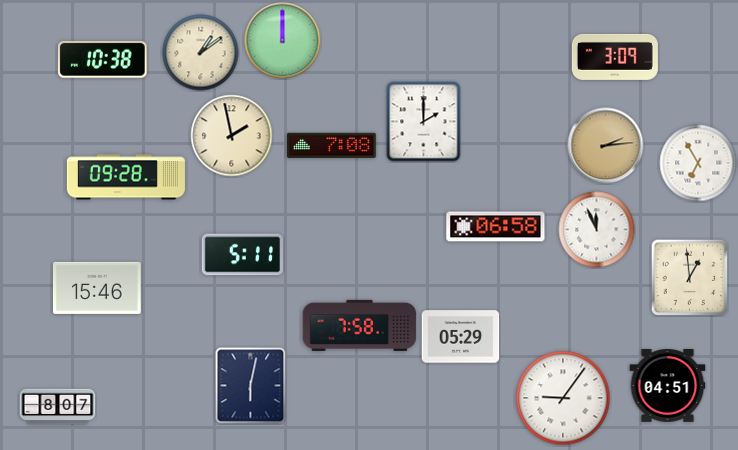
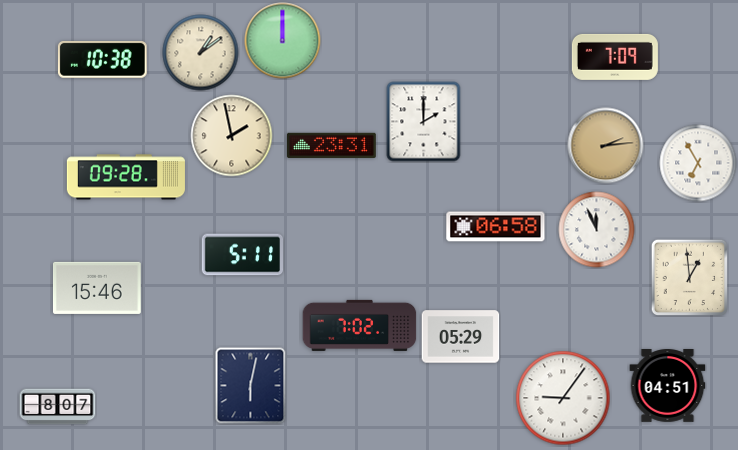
clock at (615, 57): 3:09 -> 7:09
clock at (332, 145): 7:08 -> 23:31
clock at (360, 325): 7:58 -> 7:02
